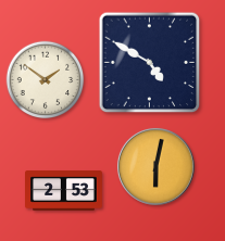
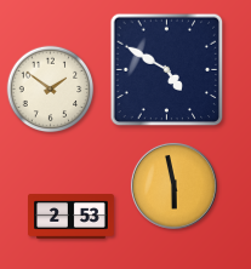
clock at (157, 167): 6:02 -> 5:58
clock at (64, 191) position: (64, 191) -> (72, 217)
